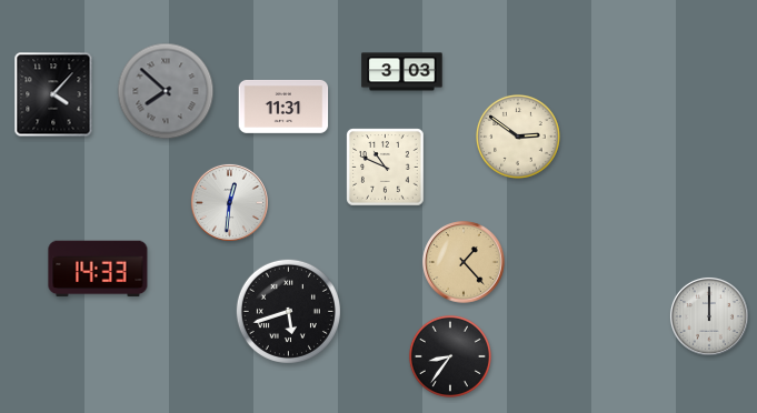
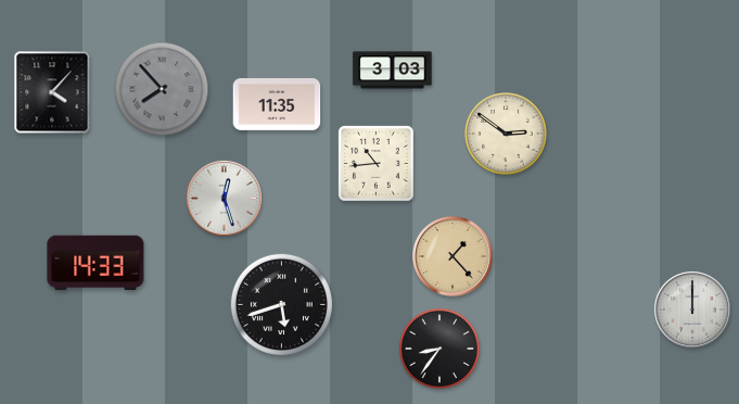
clock at (166, 91): 7:52 -> 7:53
clock at (283, 107): 11:31 -> 11:35
clock at (386, 168): 10:49 -> 10:44
clock at (229, 202): 12:31 -> 12:27
